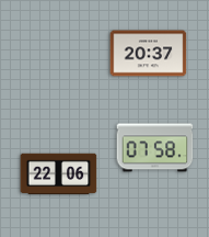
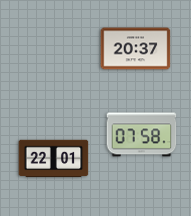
clock at (59, 174): 22:06 -> 22:01
